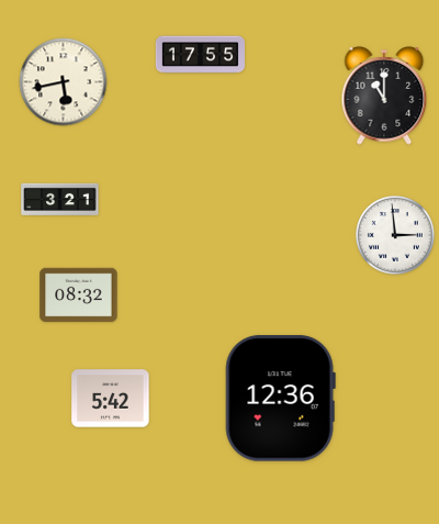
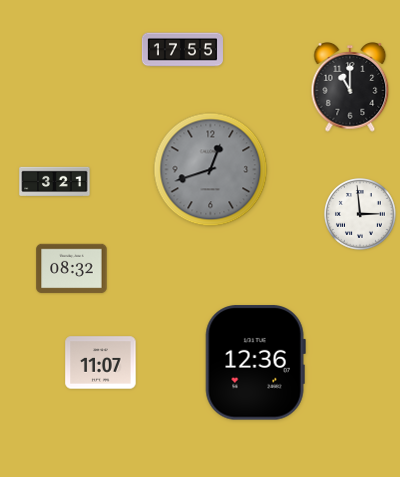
clock at (64, 82): 5:43 -> none
clock at (211, 170): none -> 12:42
clock at (111, 399): 5:42 -> 11:07
